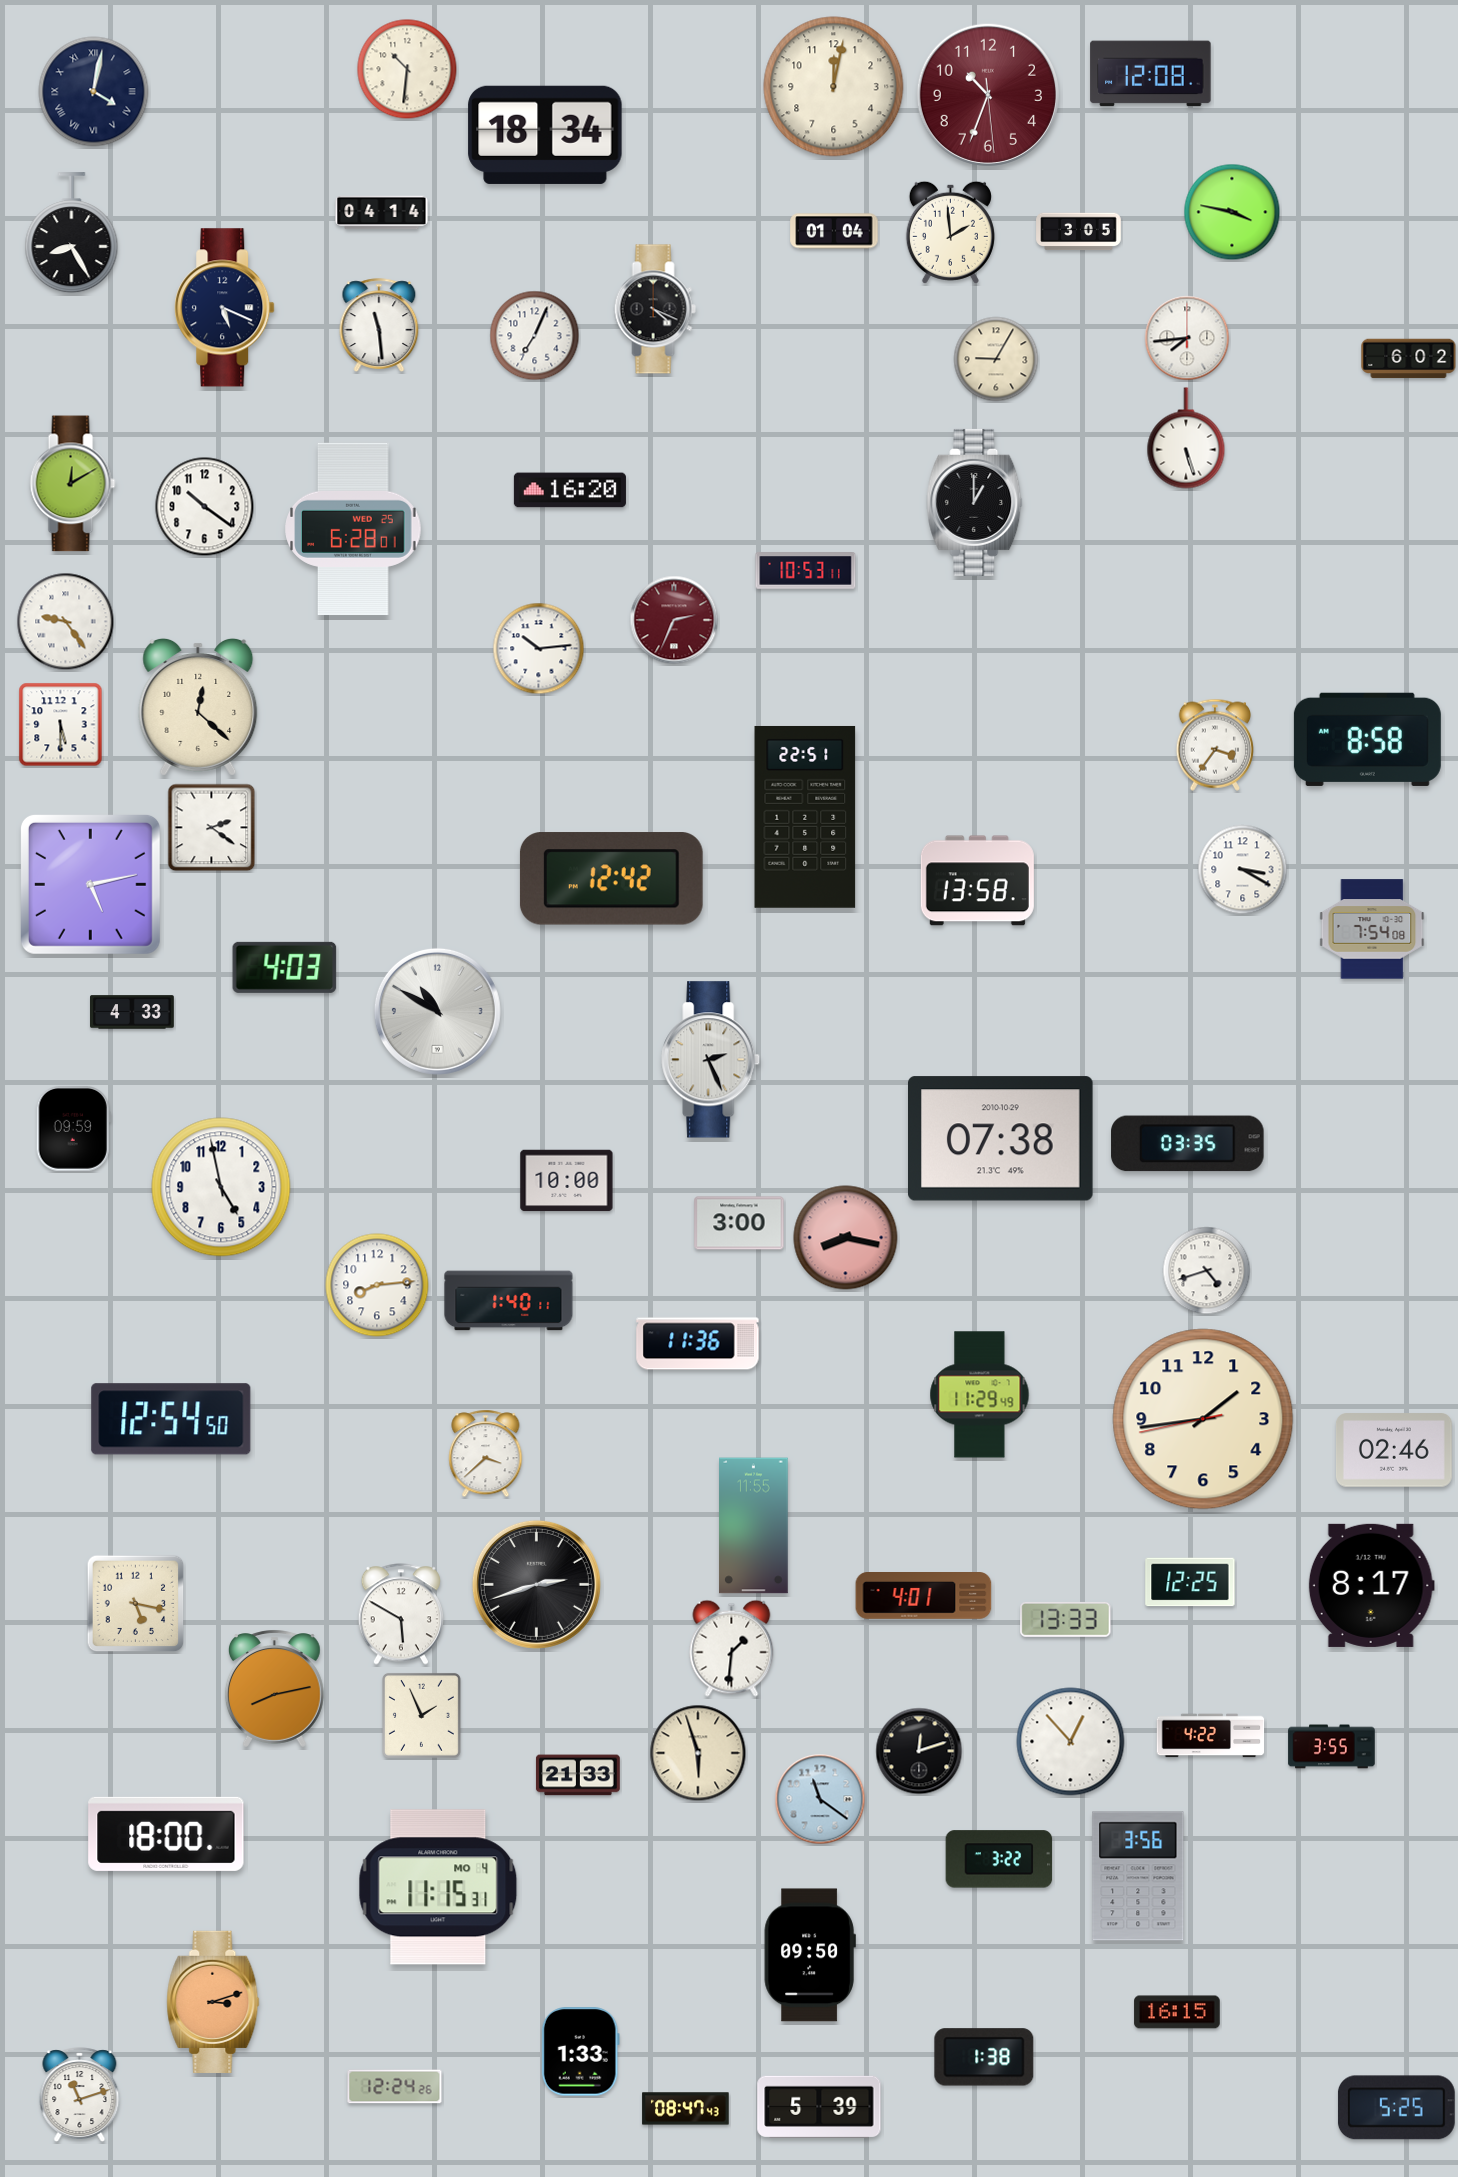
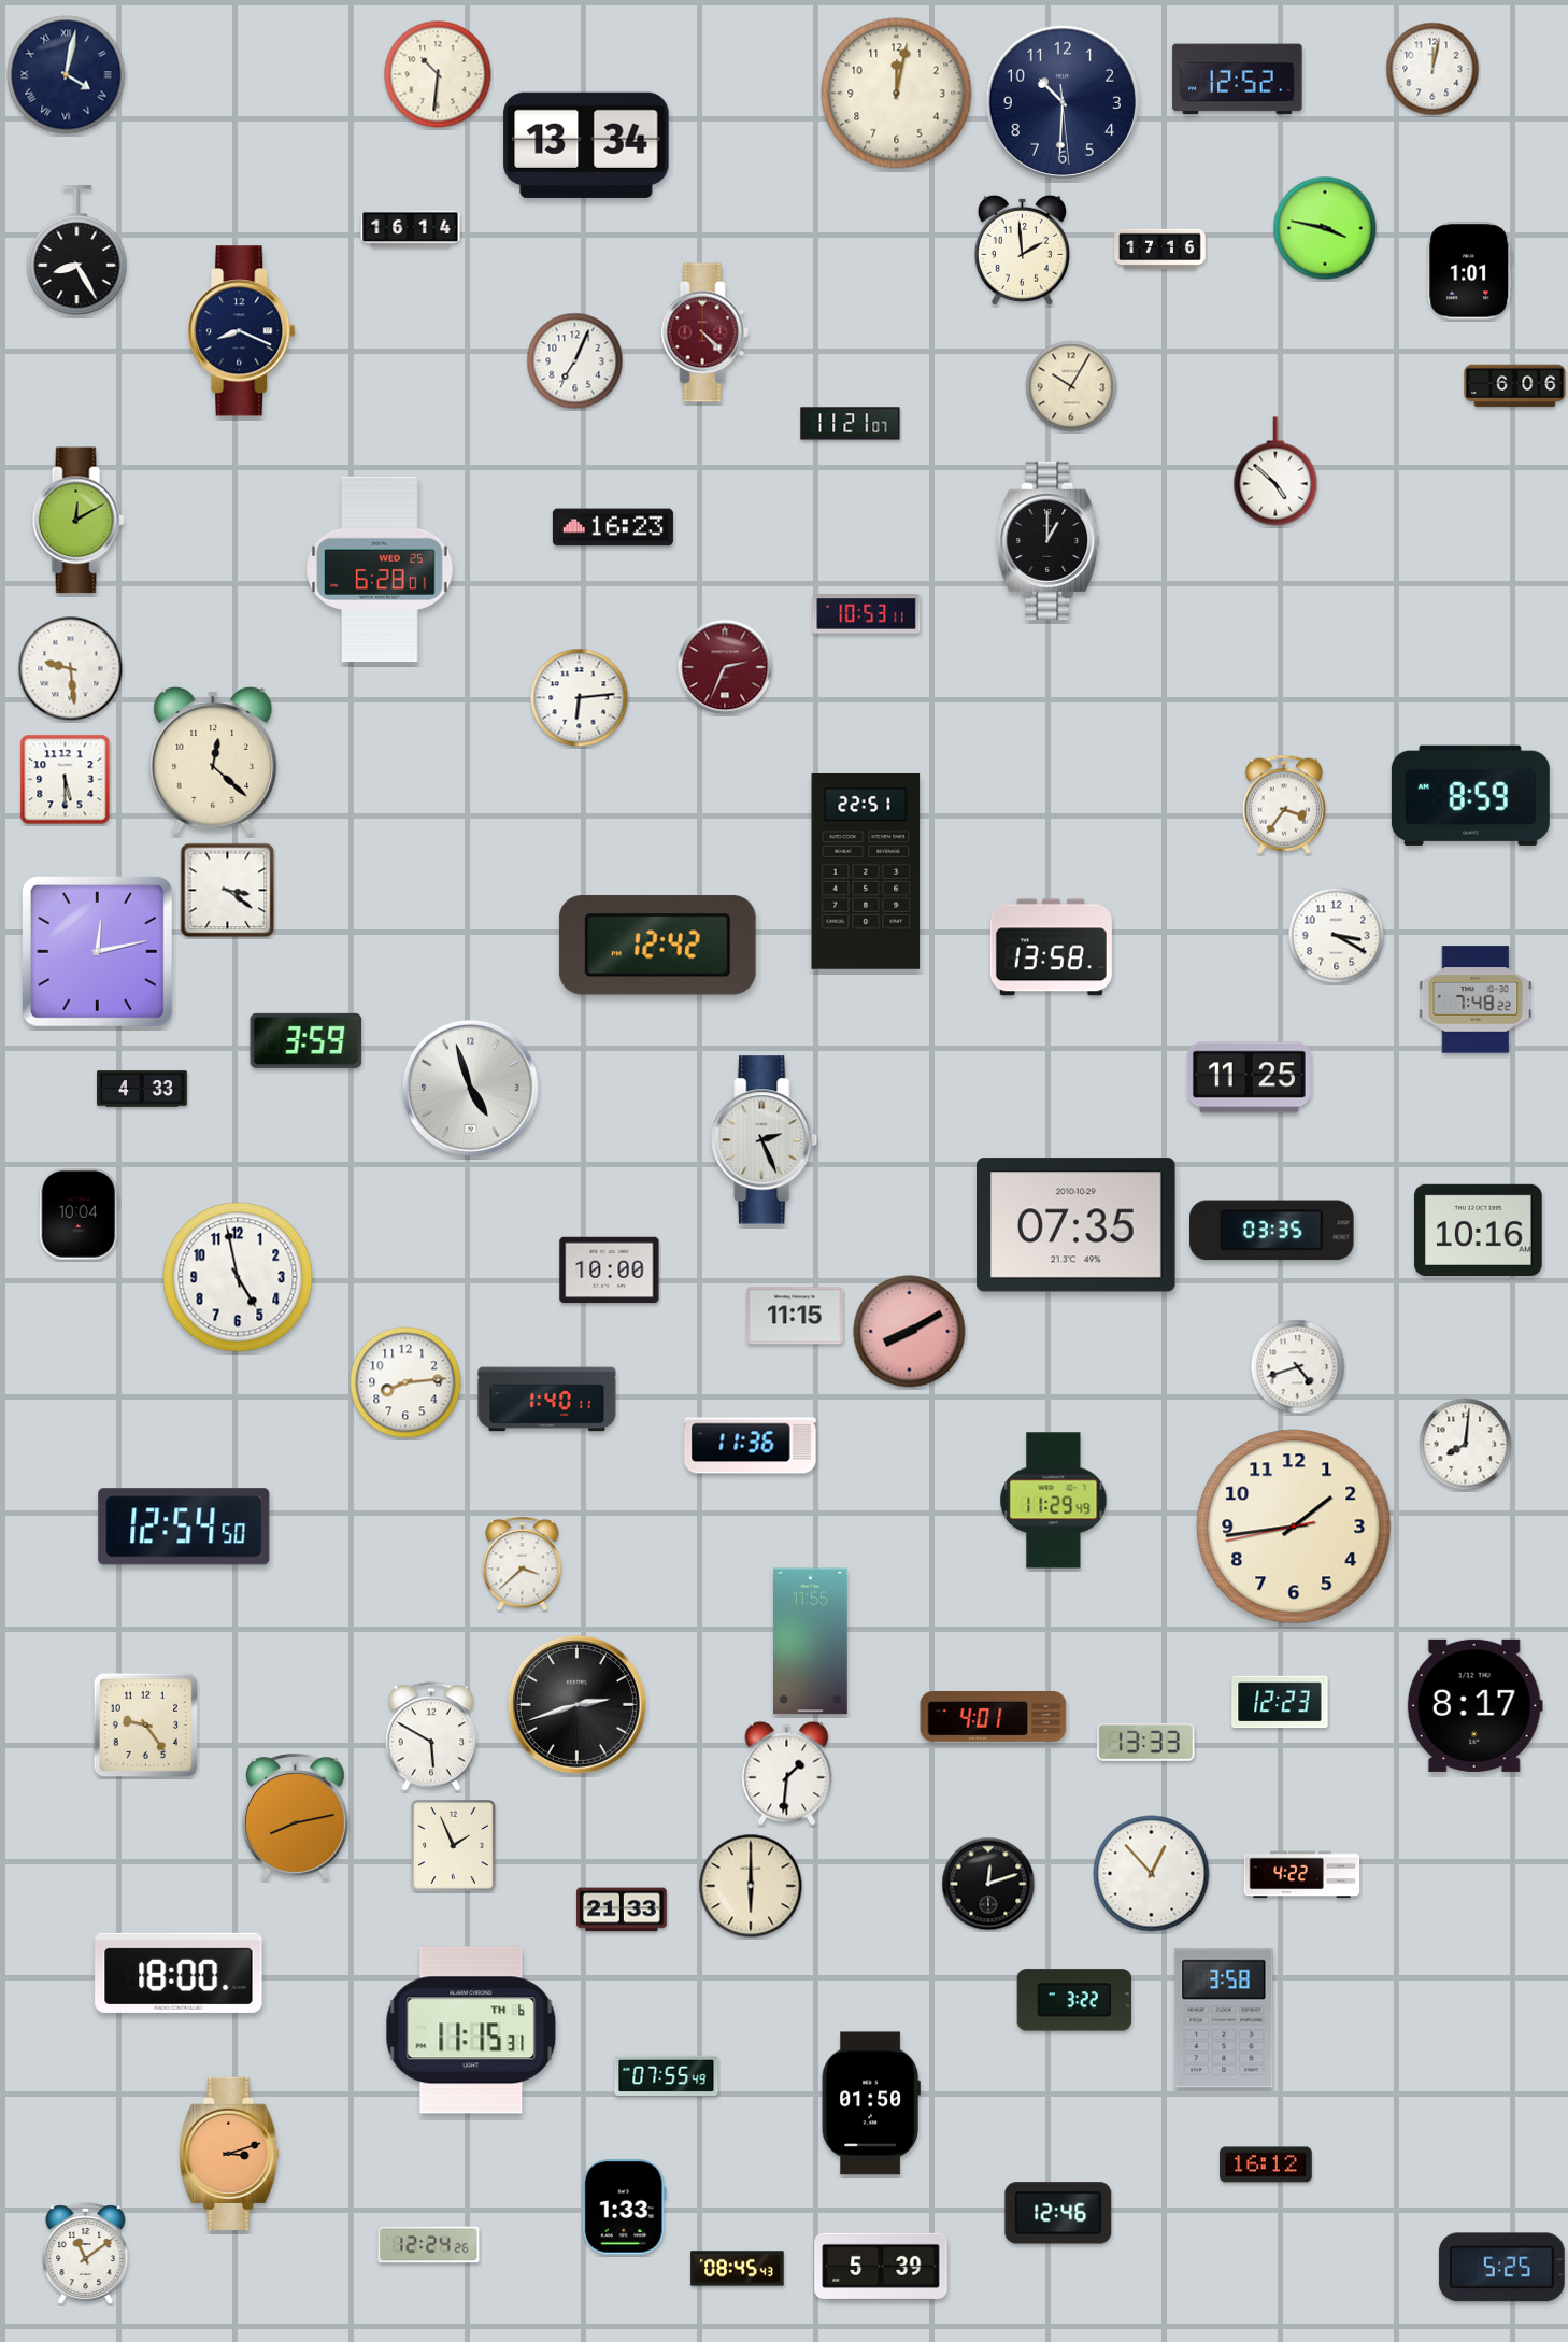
clock at (1432, 69): none -> 12:02
clock at (1151, 74): 12:08 -> 12:52
clock at (94, 92) position: (94, 92) -> (67, 75)
clock at (988, 95): 10:33 -> 10:30
clock at (988, 95) dial: burgundy -> navy
clock at (545, 135): 18:34 -> 13:34
clock at (382, 213): 04:14 -> 16:14
clock at (834, 231): 01:04 -> none
clock at (1079, 232): 3:05 -> 17:16
clock at (1470, 271): none -> 1:01
clock at (225, 308): 5:19 -> 8:19
clock at (655, 309): 4:19 -> 4:23
clock at (655, 309) dial: black -> burgundy
clock at (379, 325): 11:29 -> none
clock at (1187, 338): 7:44 -> none
clock at (996, 359): 9:05 -> 10:05
clock at (1409, 359): 6:02 -> 6:06
clock at (851, 424): none -> 11:21
clock at (1186, 438): 5:27 -> 4:52
clock at (570, 490): 16:20 -> 16:23
clock at (205, 507): 10:21 -> none
clock at (66, 622): 9:24 -> 9:29
clock at (539, 649): 10:14 -> 6:14
clock at (1367, 739): 8:58 -> 8:59
clock at (1214, 745) position: (1214, 745) -> (1283, 805)
clock at (805, 817) position: (805, 817) -> (866, 871)
clock at (212, 828): 2:21 -> 3:21
clock at (90, 884): 5:13 -> 12:13
clock at (1372, 929): 7:54 -> 7:48
clock at (285, 967): 4:03 -> 3:59
clock at (1249, 1078): none -> 11:25
clock at (437, 1011): 10:50 -> 4:57
clock at (73, 1129): 09:59 -> 10:04
clock at (1001, 1139): 07:38 -> 07:35
clock at (1479, 1230): none -> 10:16
clock at (1188, 1144) position: (1188, 1144) -> (1272, 1231)
clock at (739, 1223): 3:00 -> 11:15
clock at (846, 1238): 8:17 -> 8:10
clock at (1466, 1445): none -> 8:01
clock at (1394, 1450): 02:46 -> none
clock at (1190, 1582): 12:25 -> 12:23
clock at (136, 1604): 5:17 -> 9:24
clock at (1211, 1736) position: (1211, 1736) -> (1302, 1875)
clock at (1332, 1747): 3:55 -> none
clock at (698, 1753): 5:57 -> 6:00
clock at (820, 1799): 11:21 -> none
clock at (1138, 1876): 3:56 -> 3:58
clock at (438, 1887) date: MO 4 -> TH 6
clock at (667, 2076): none -> 07:55
clock at (810, 1955): 09:50 -> 01:50
clock at (1177, 2012): 16:15 -> 16:12
clock at (984, 2057): 1:38 -> 12:46
clock at (395, 2087) position: (395, 2087) -> (429, 2245)
clock at (80, 2094): 11:12 -> 11:09
clock at (686, 2109): 08:47 -> 08:45
